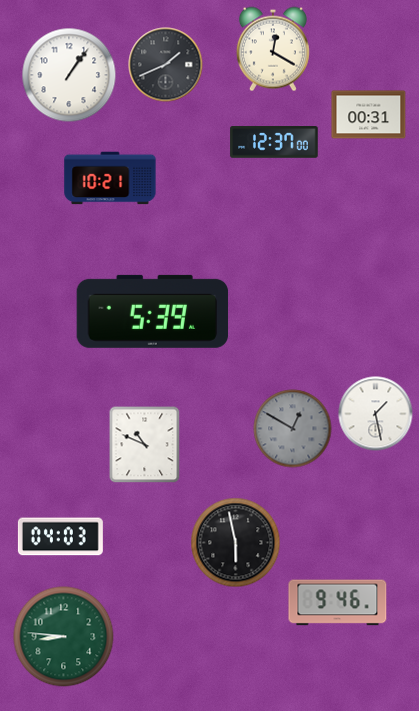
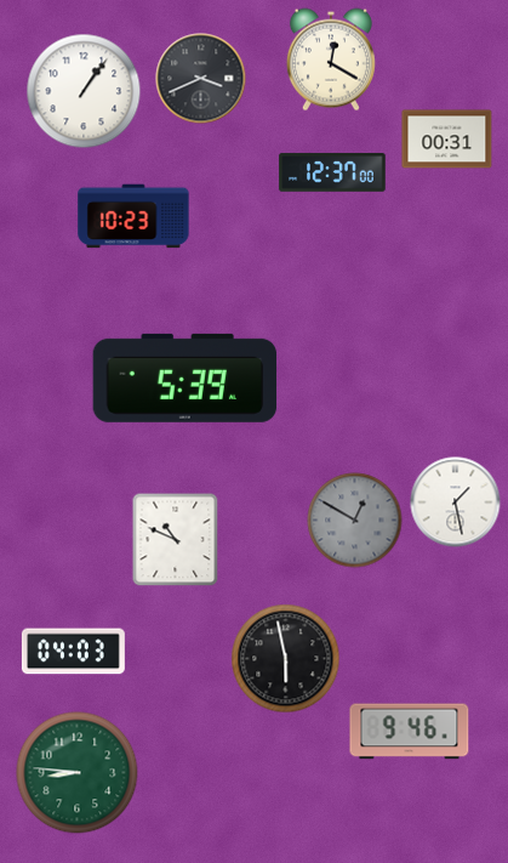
clock at (166, 65): 1:41 -> 3:41
clock at (110, 178): 10:21 -> 10:23
